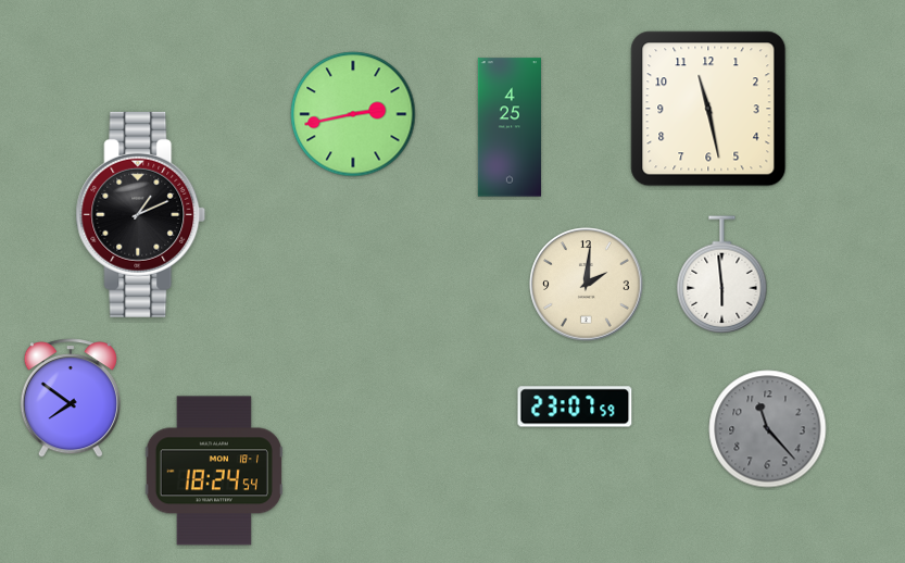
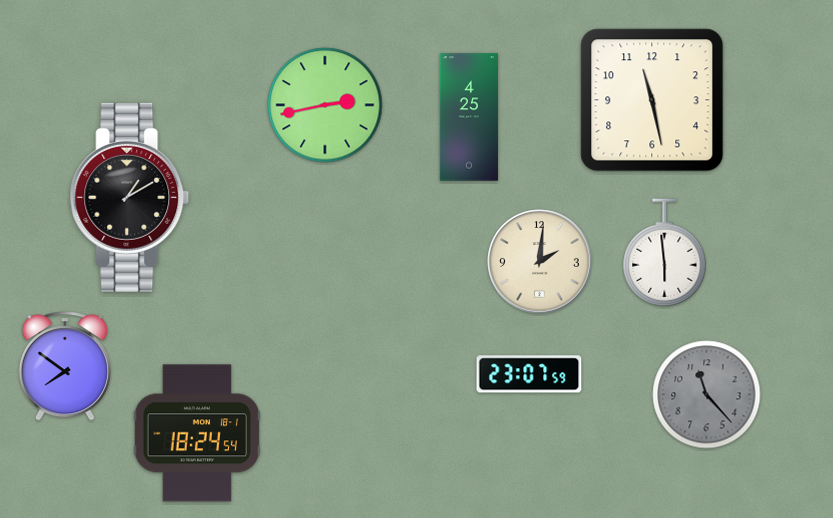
clock at (141, 214): 1:11 -> 1:10
